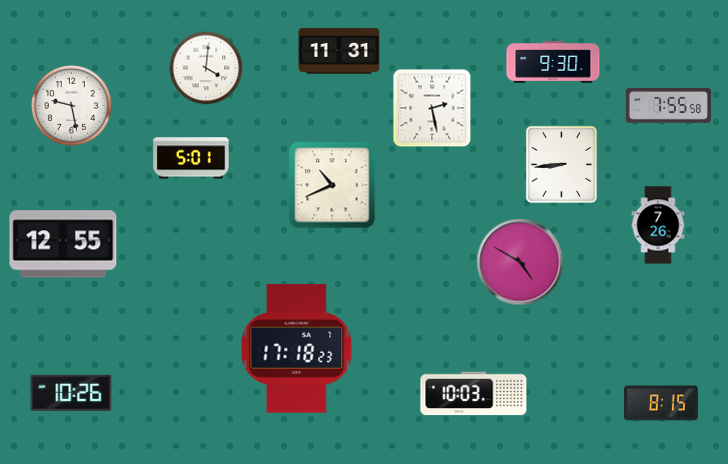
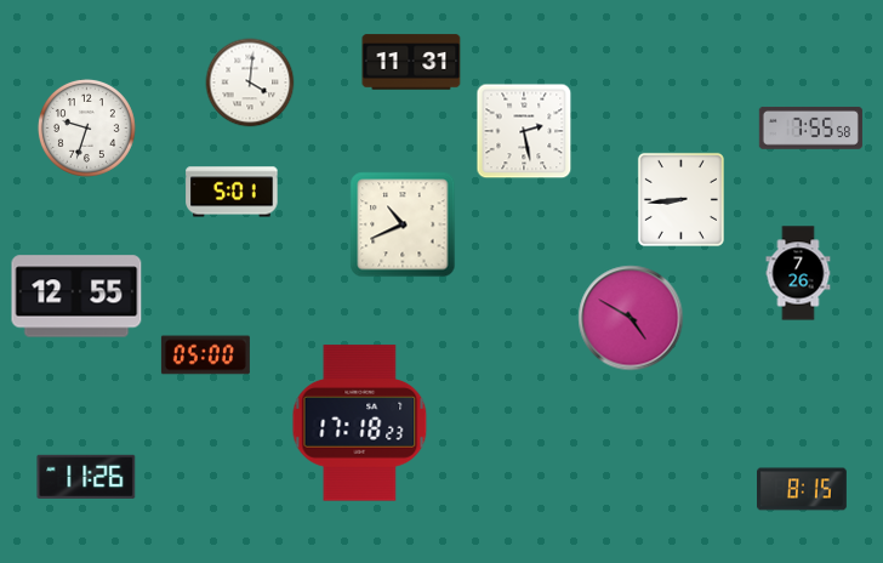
clock at (553, 62): 9:30 -> none
clock at (71, 105): 9:28 -> 9:33
clock at (205, 356): none -> 05:00
clock at (71, 393): 10:26 -> 11:26
clock at (474, 394): 10:03 -> none
